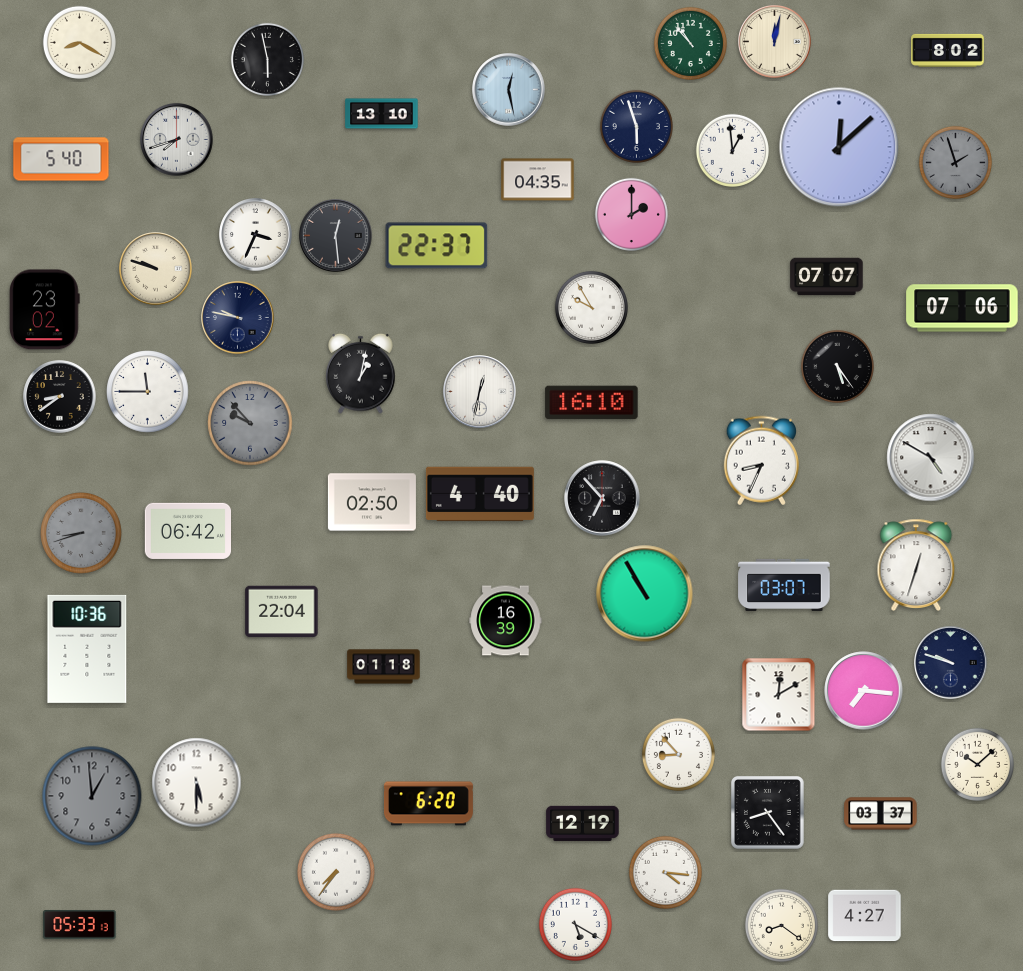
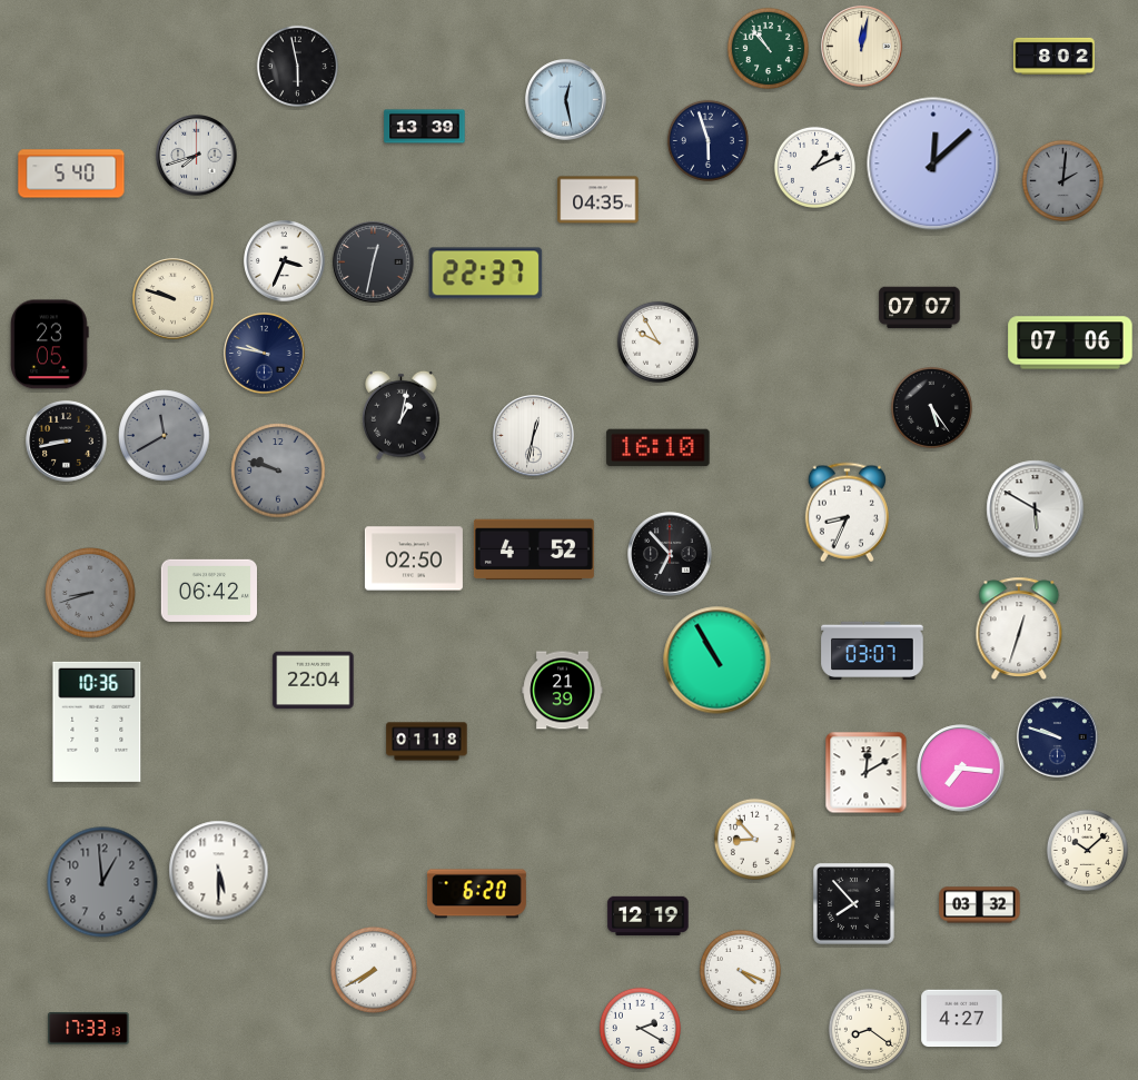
clock at (79, 42): 8:20 -> none
clock at (382, 114): 13:10 -> 13:39
clock at (732, 150): 12:59 -> 1:11
clock at (61, 159) position: (61, 159) -> (71, 174)
clock at (955, 162): 1:57 -> 2:01
clock at (631, 214): 2:00 -> none
clock at (336, 236): 12:29 -> 12:32
clock at (45, 310): 23:02 -> 23:05
clock at (148, 392): 11:45 -> 11:40
clock at (148, 392) dial: white -> grey
clock at (60, 397): 8:39 -> 8:43
clock at (250, 423): 9:53 -> 9:48
clock at (931, 458): 4:50 -> 5:50
clock at (480, 494): 4:40 -> 4:52
clock at (506, 621): 16:39 -> 21:39
clock at (92, 796) position: (92, 796) -> (102, 882)
clock at (768, 813): 8:24 -> 7:53
clock at (881, 814): 03:37 -> 03:32
clock at (336, 872): 7:36 -> 7:40
clock at (665, 872): 4:16 -> 4:19
clock at (575, 924): 5:20 -> 2:20
clock at (80, 925): 05:33 -> 17:33
